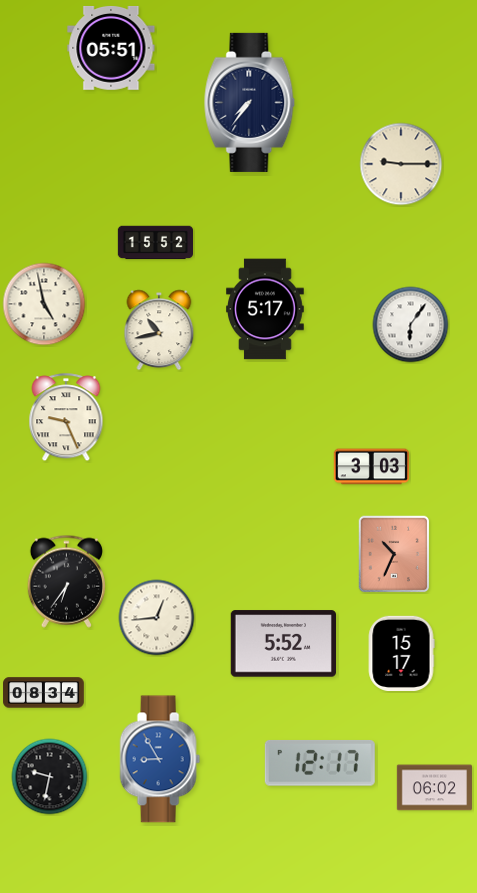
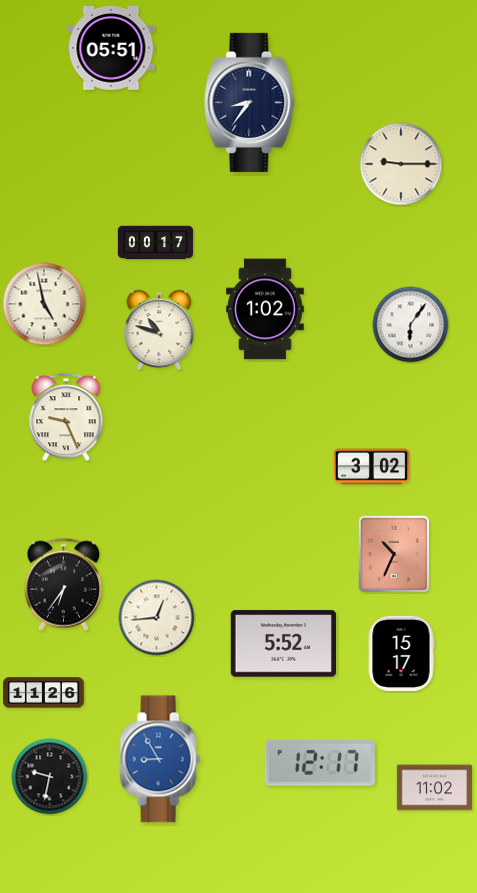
clock at (250, 102): 7:36 -> 8:36
clock at (155, 243): 15:52 -> 00:17
clock at (266, 309): 5:17 -> 1:02
clock at (159, 330): 10:43 -> 10:48
clock at (371, 467): 3:03 -> 3:02
clock at (66, 581) position: (66, 581) -> (63, 584)
clock at (44, 693): 08:34 -> 11:26
clock at (434, 788): 06:02 -> 11:02
